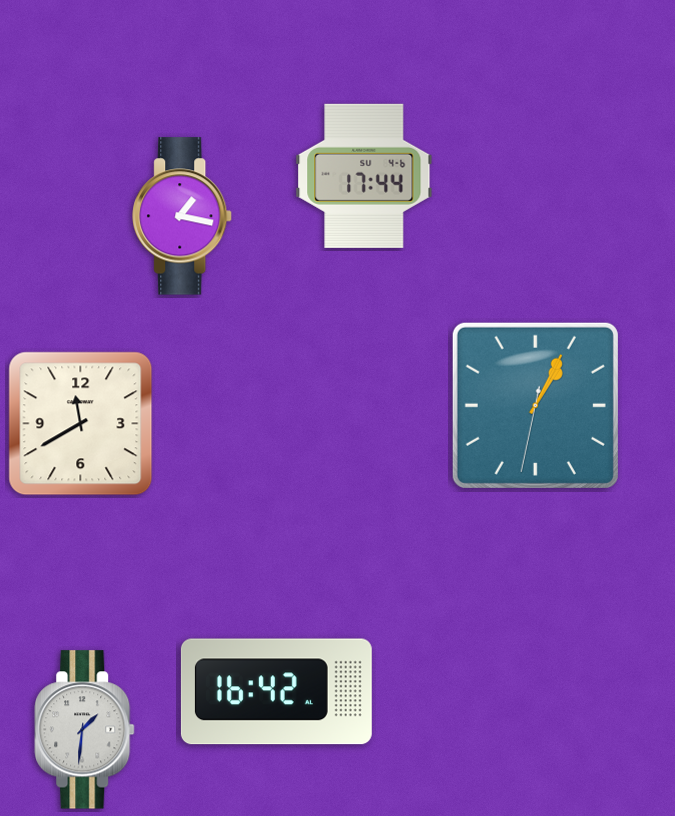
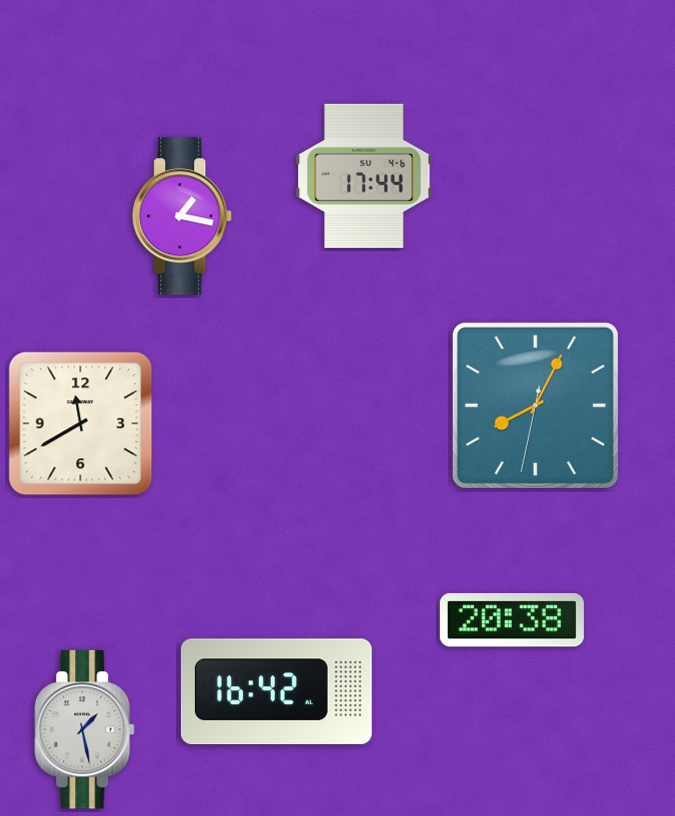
clock at (535, 405): 1:04 -> 8:04
clock at (512, 620): none -> 20:38
clock at (85, 730): 1:31 -> 1:28
